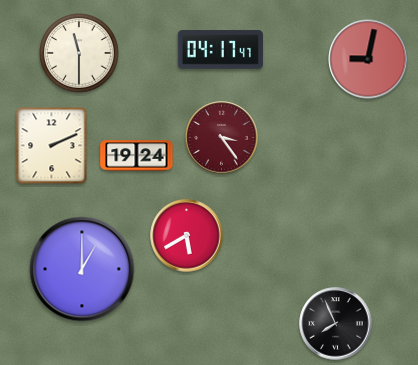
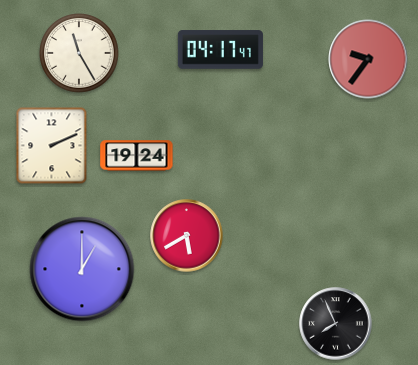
clock at (79, 53): 11:30 -> 11:25
clock at (368, 59): 9:02 -> 9:36
clock at (222, 138): 3:24 -> none
